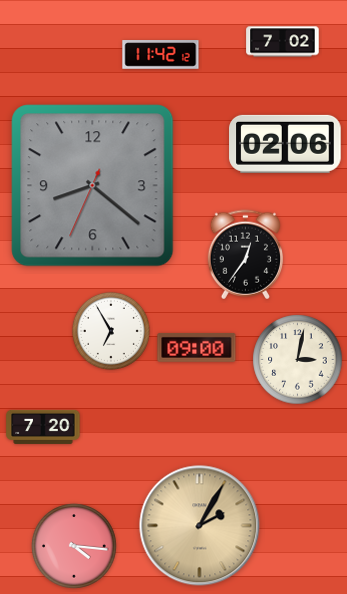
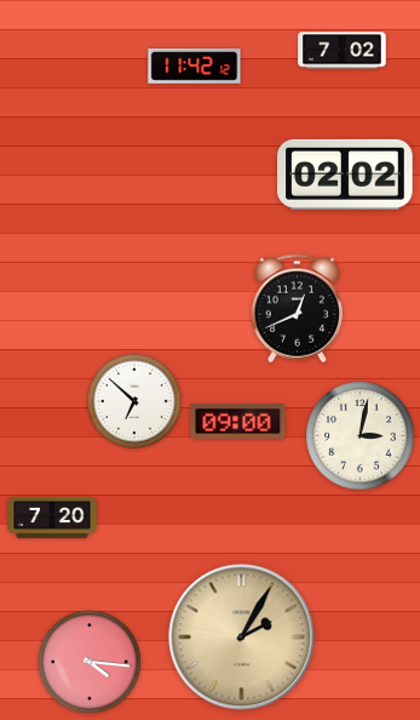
clock at (285, 144): 02:06 -> 02:02
clock at (93, 186): 8:21 -> none
clock at (245, 255): 12:36 -> 12:41
clock at (111, 331): 6:55 -> 6:52
